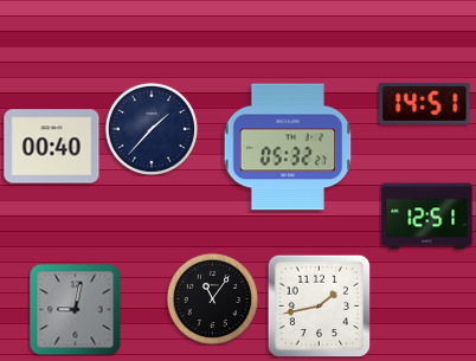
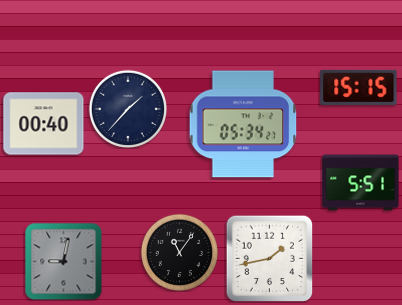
clock at (425, 103): 14:51 -> 15:15
clock at (288, 147): 05:32 -> 05:34
clock at (427, 217): 12:51 -> 5:51
